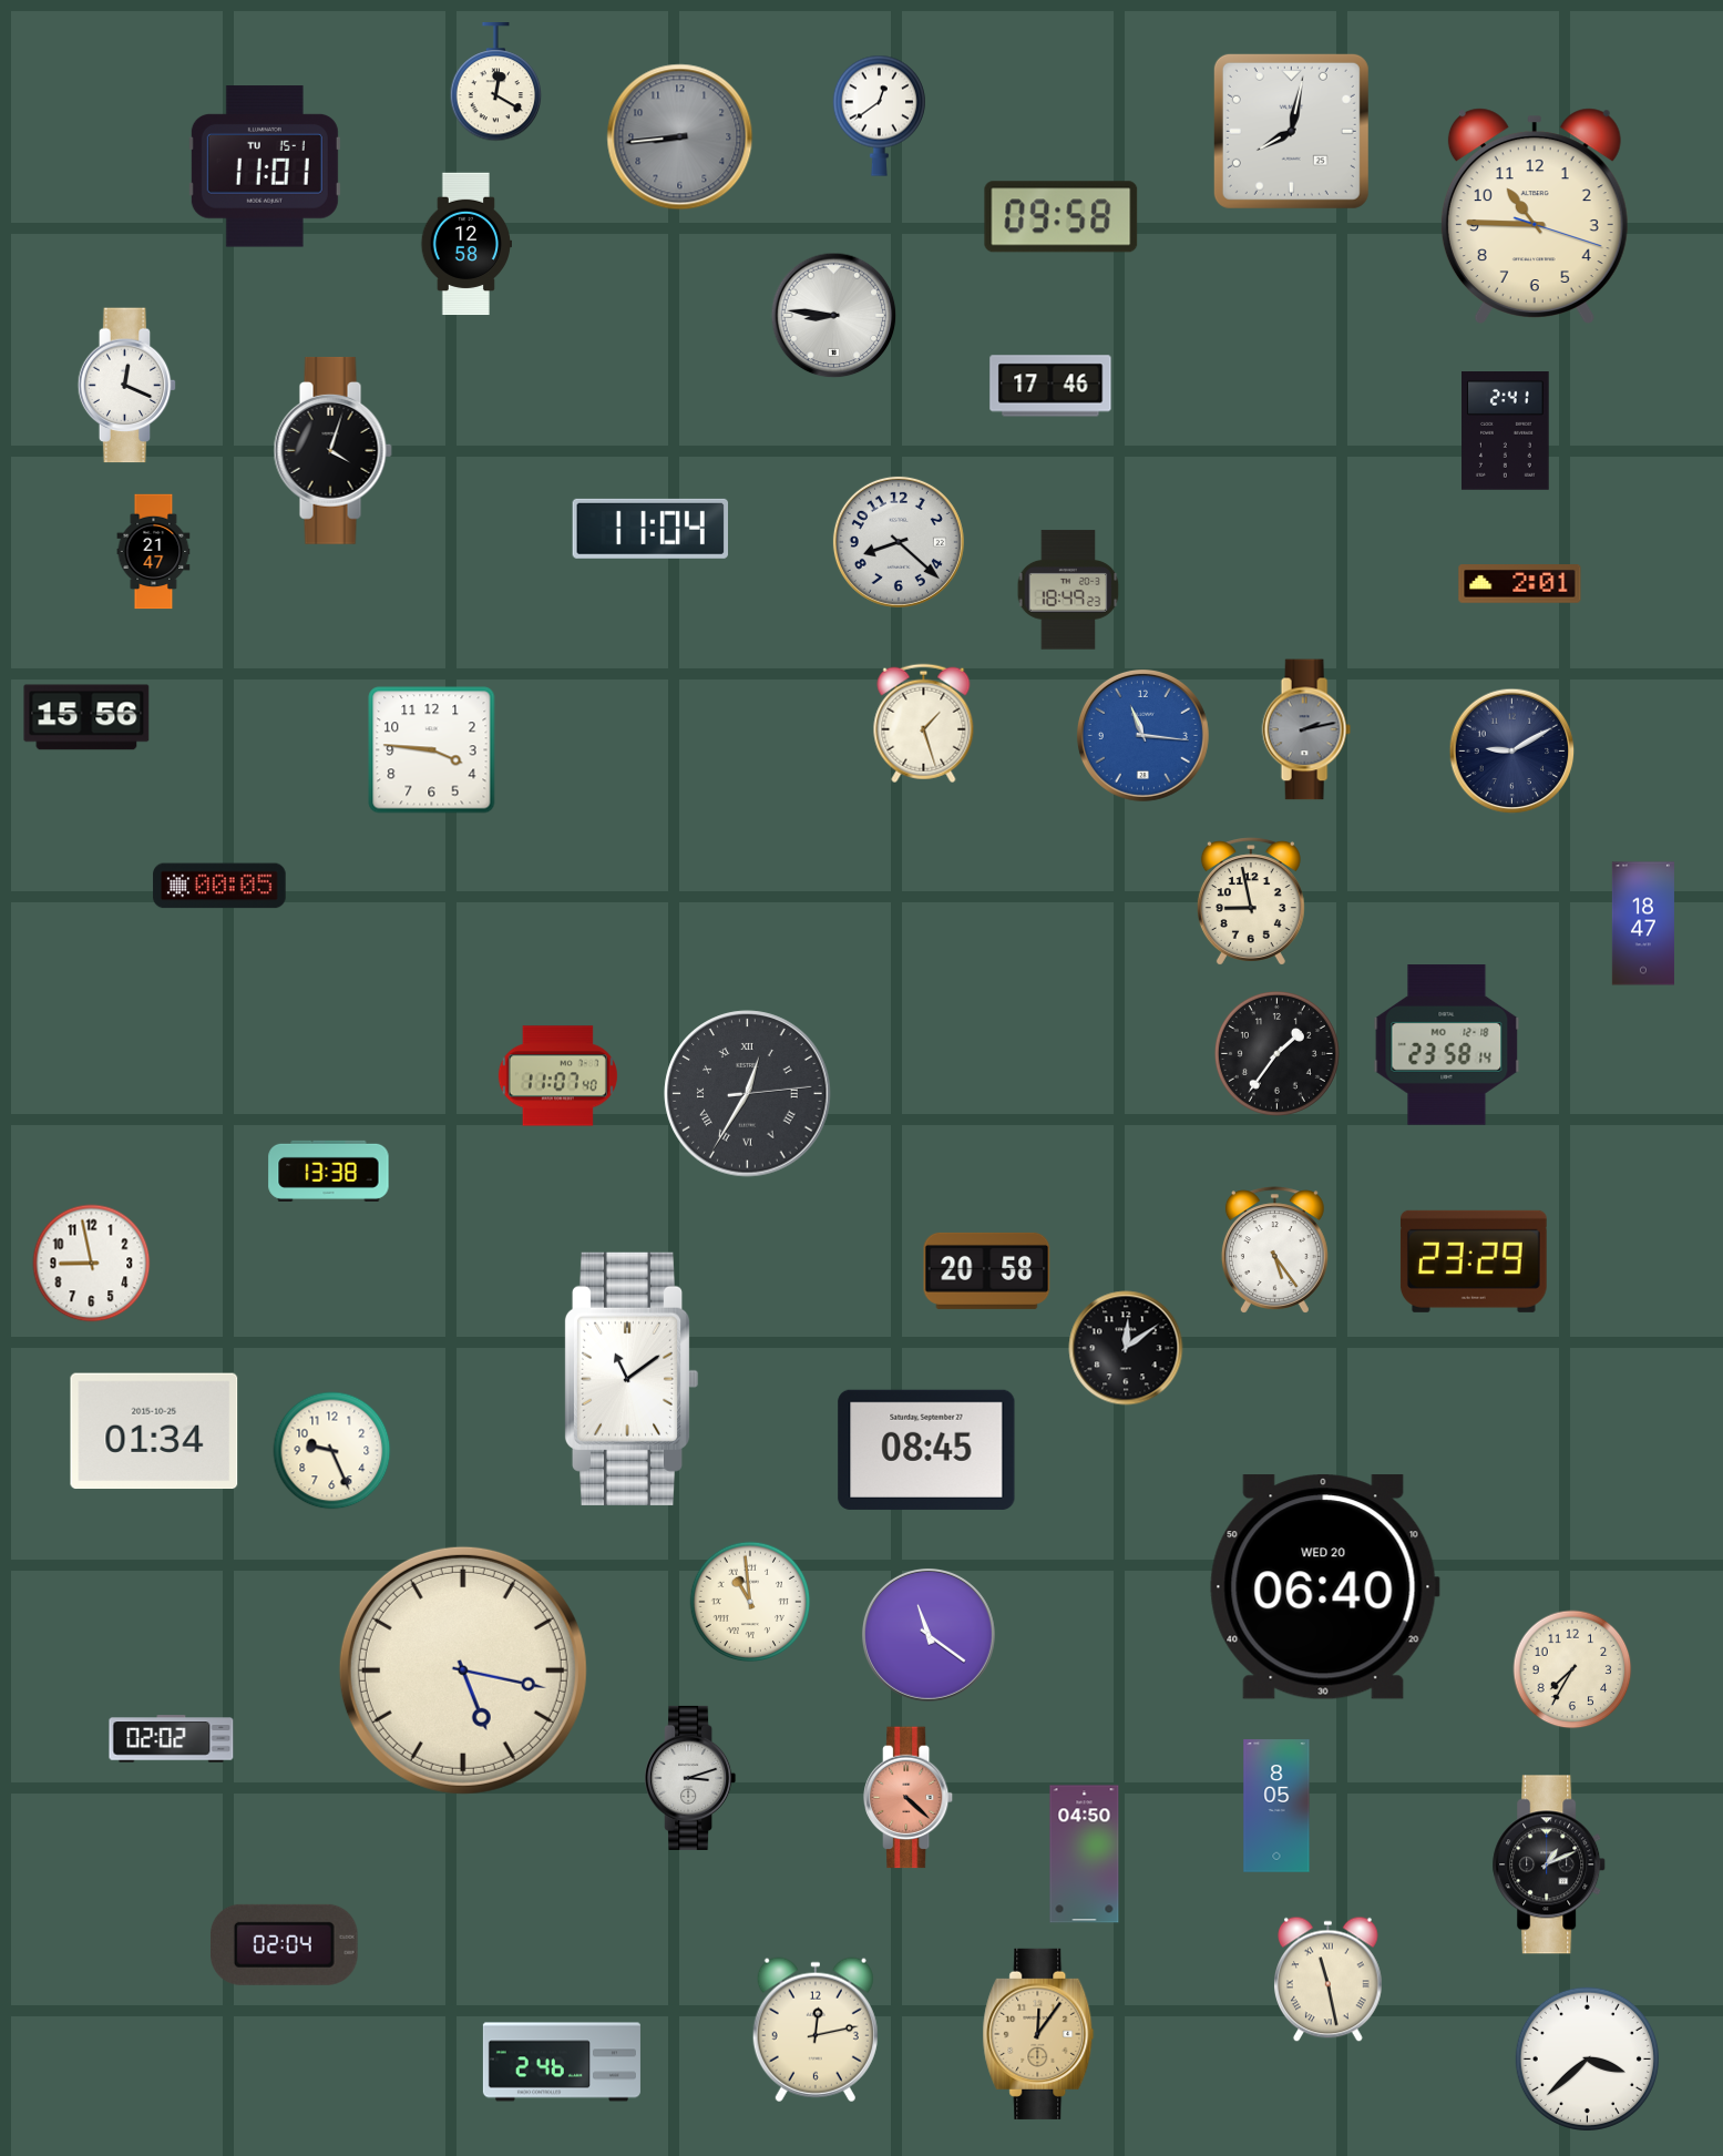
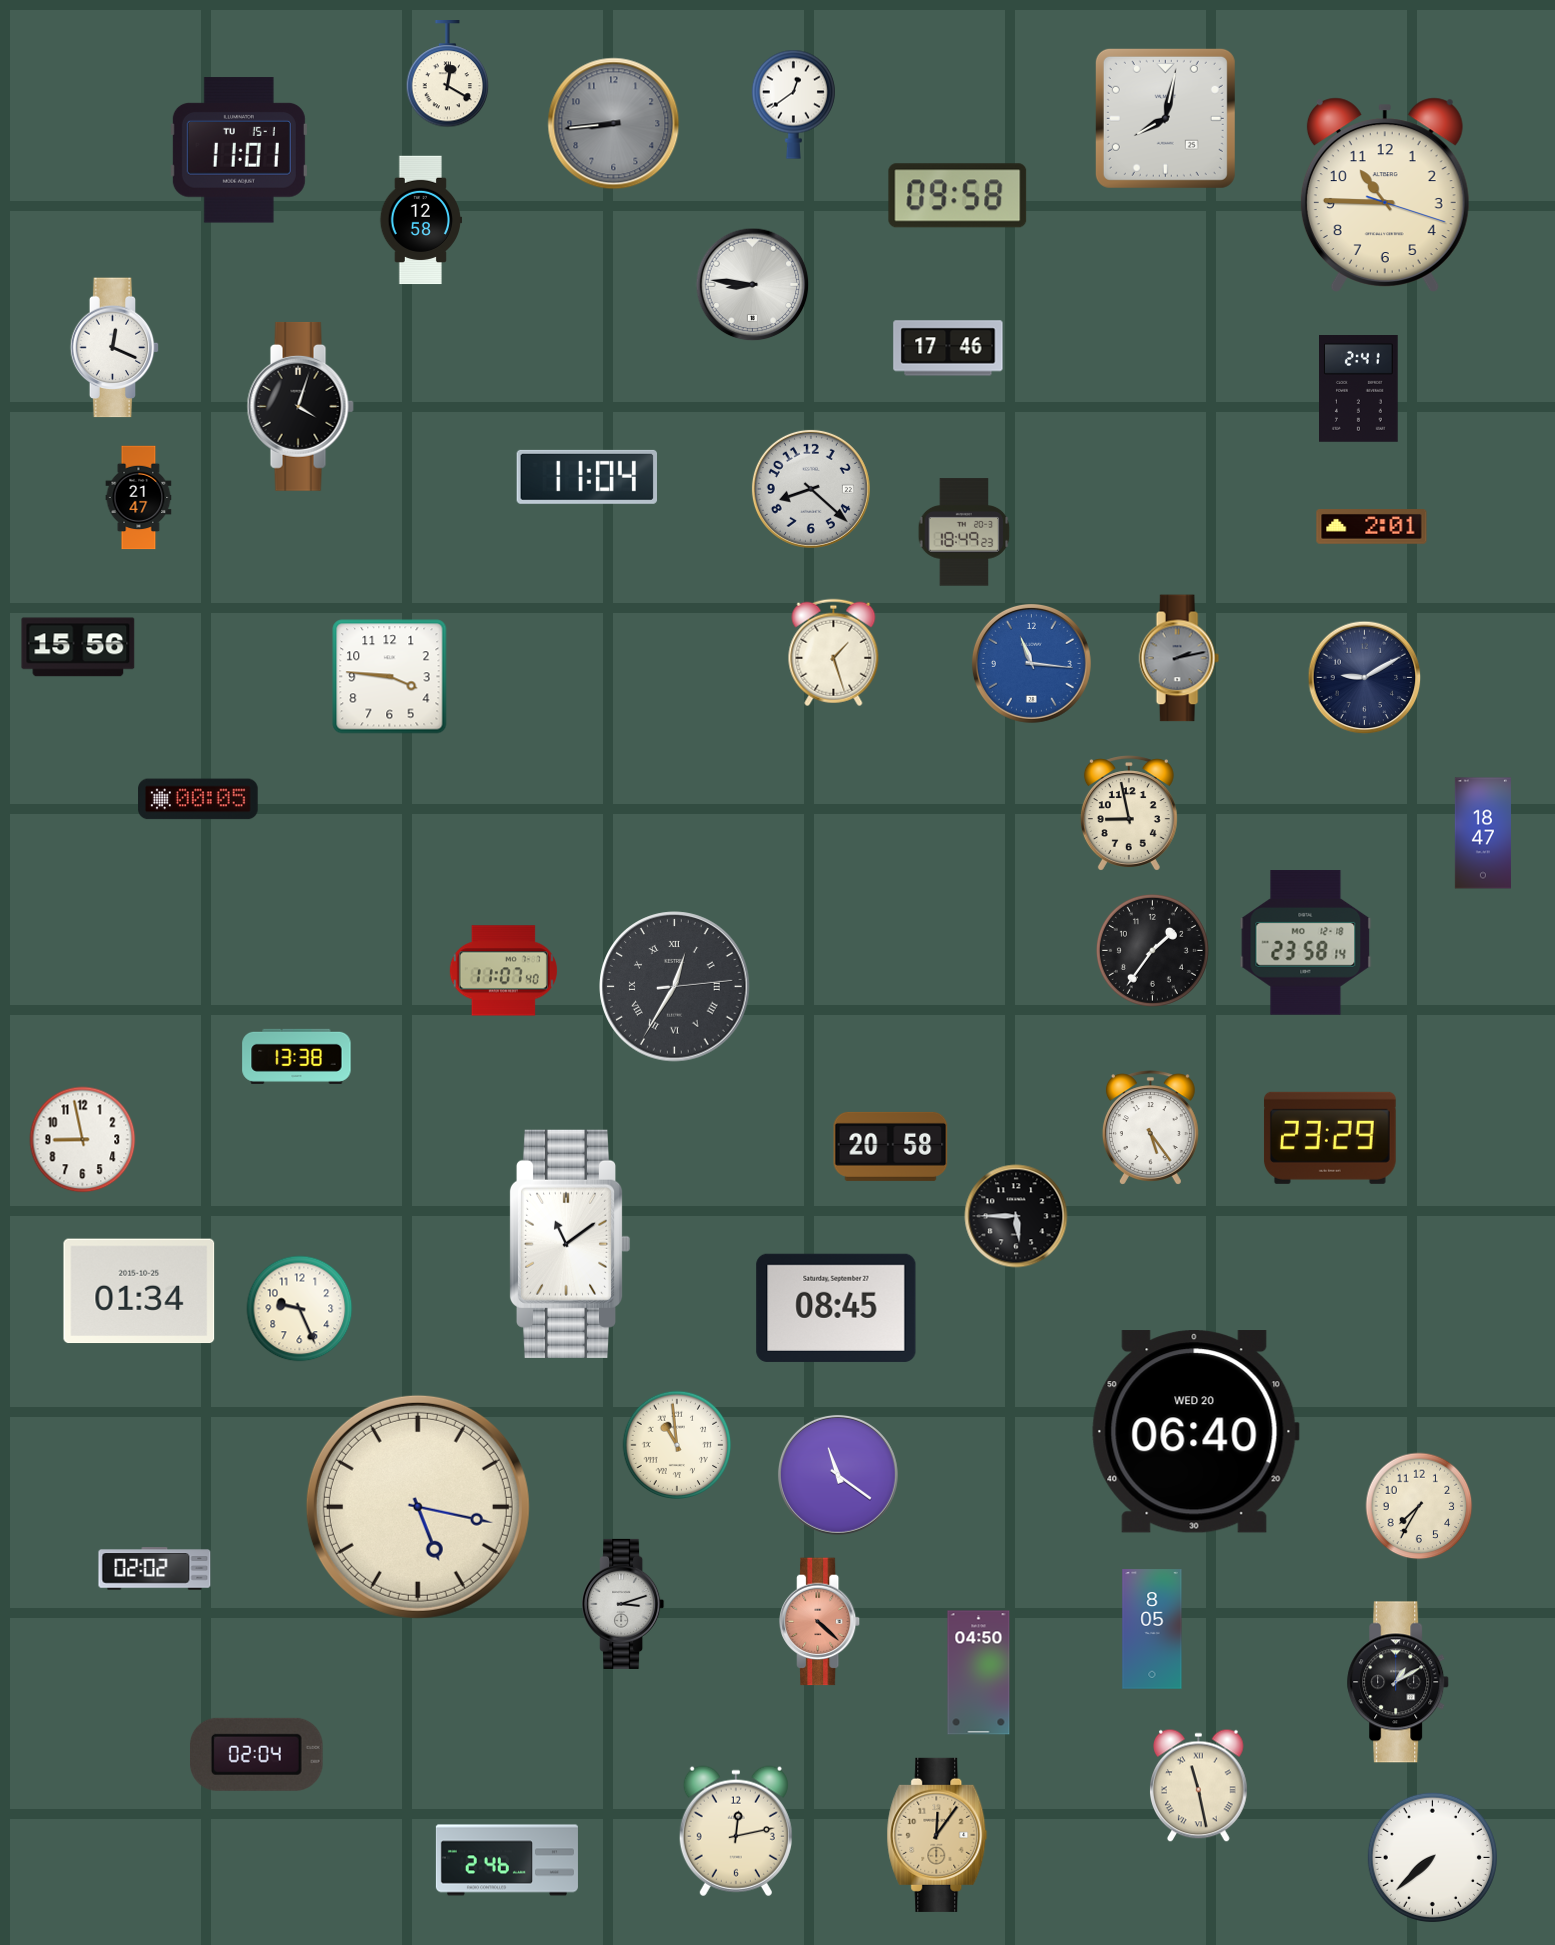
clock at (1126, 1348): 12:09 -> 5:45
clock at (1550, 1864): 1:11 -> 1:10
clock at (1587, 2058): 3:38 -> 7:38
